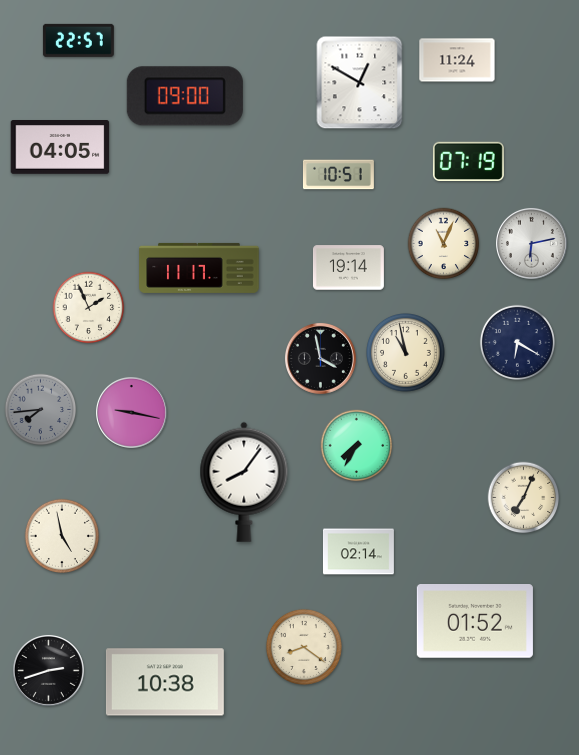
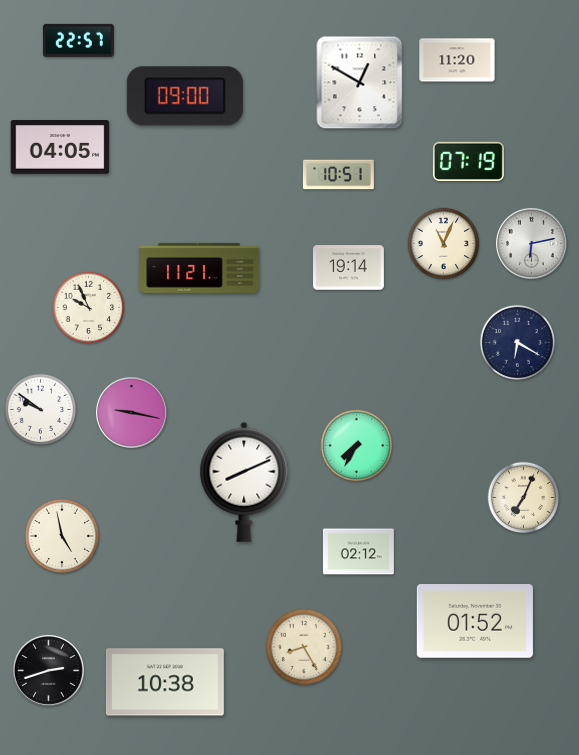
clock at (457, 60): 11:24 -> 11:20
clock at (199, 268): 11:17 -> 11:21
clock at (89, 308): 1:56 -> 9:56
clock at (406, 353): 10:58 -> none
clock at (320, 358): 3:58 -> none
clock at (41, 410): 7:44 -> 9:51
clock at (41, 410) dial: grey -> white
clock at (244, 482): 8:06 -> 8:11
clock at (358, 552): 02:14 -> 02:12
clock at (304, 647): 8:21 -> 8:25
